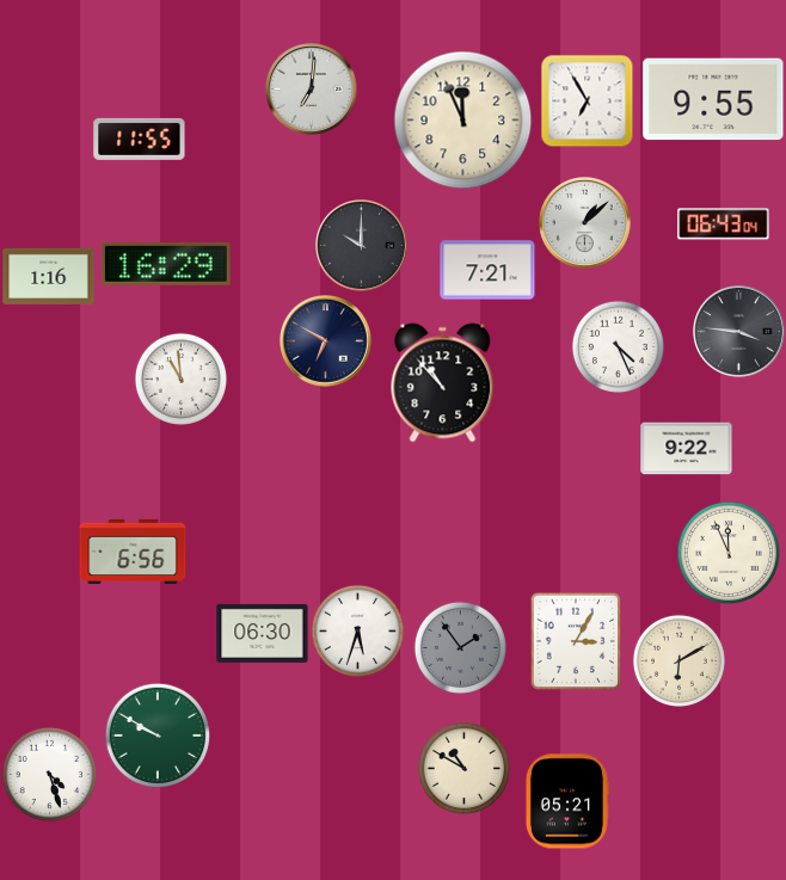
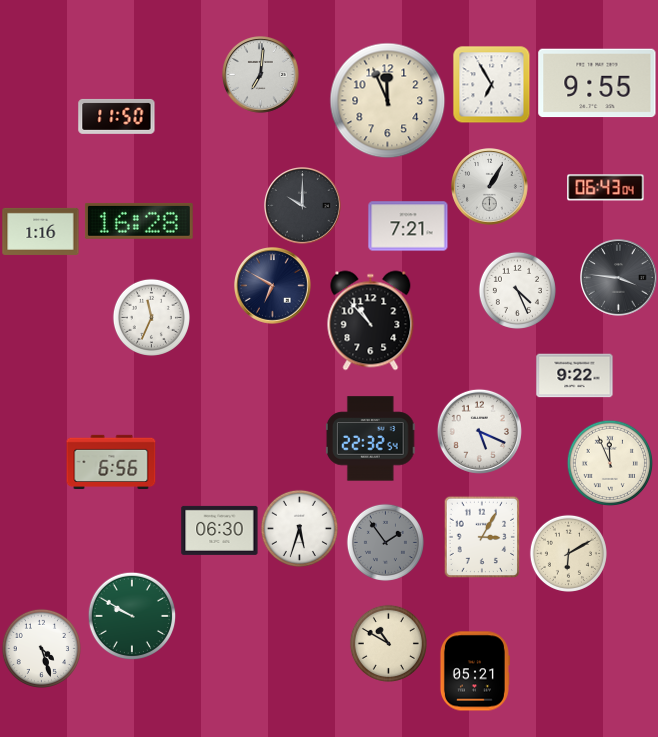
clock at (140, 139): 11:55 -> 11:50
clock at (585, 223): 1:08 -> 1:05
clock at (166, 264): 16:29 -> 16:28
clock at (180, 379): 10:59 -> 11:34
clock at (479, 431): none -> 5:19
clock at (370, 439): none -> 22:32
